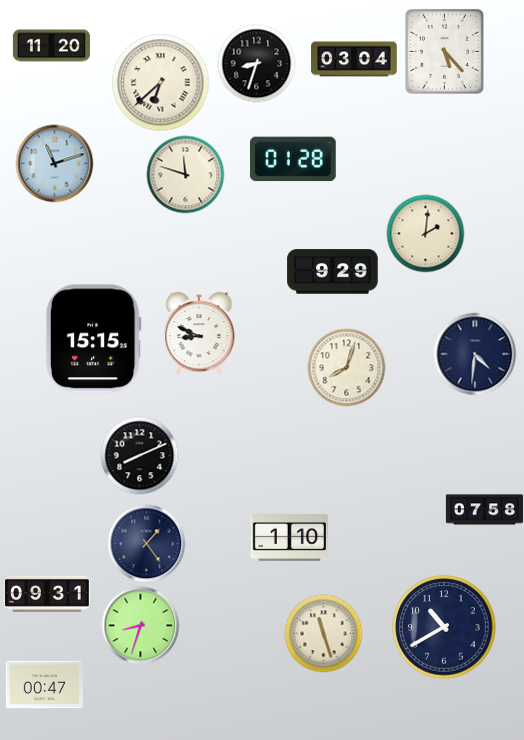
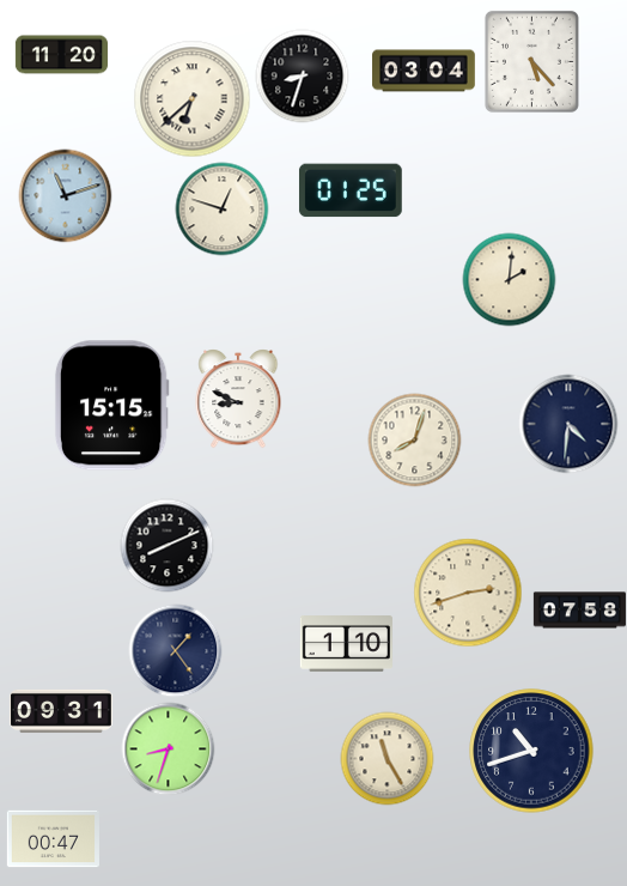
clock at (256, 63) position: (256, 63) -> (302, 75)
clock at (293, 159): 01:28 -> 01:25
clock at (185, 174): 11:48 -> 12:48
clock at (333, 272): 9:29 -> none
clock at (468, 593): none -> 2:42
clock at (47, 594) position: (47, 594) -> (61, 711)
clock at (444, 627): 10:40 -> 10:42
clock at (323, 633): 11:27 -> 11:25
clock at (44, 685) position: (44, 685) -> (53, 839)
